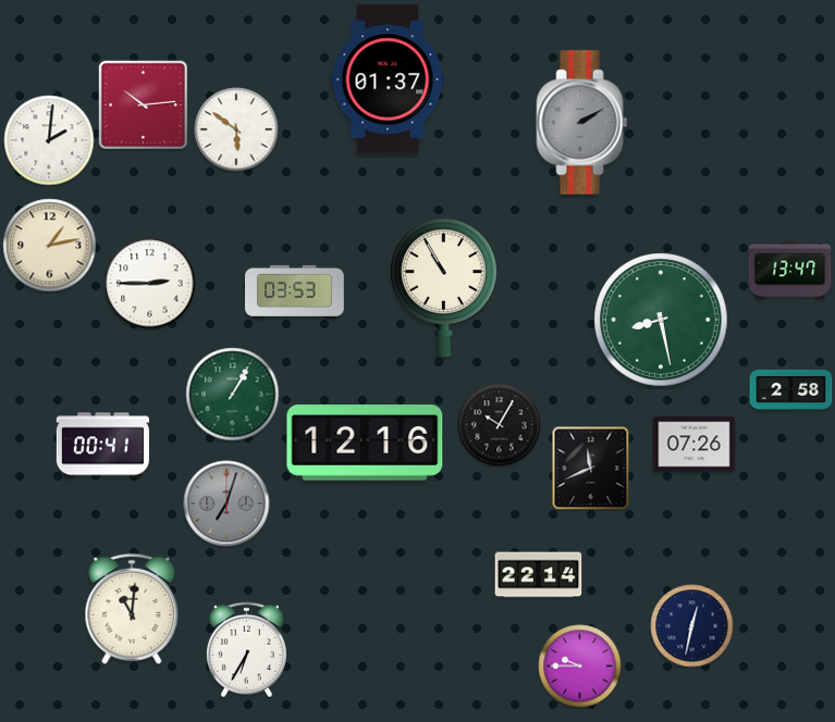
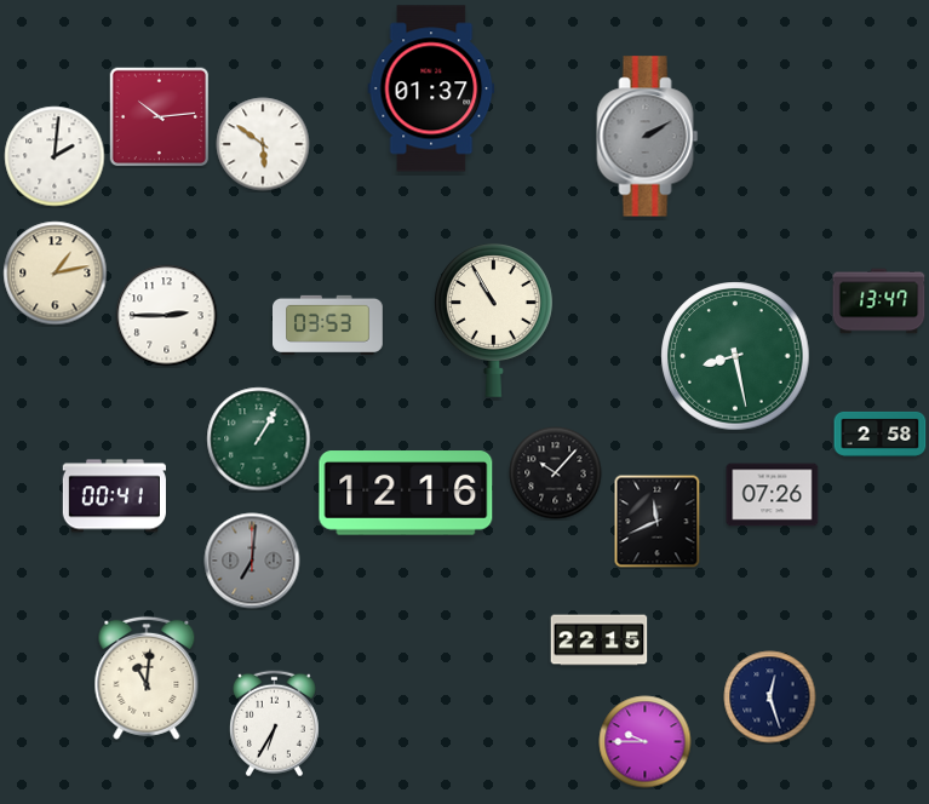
clock at (500, 425): 10:05 -> 10:07
clock at (226, 503): 7:03 -> 7:01
clock at (539, 575): 22:14 -> 22:15
clock at (692, 626): 12:32 -> 12:27
